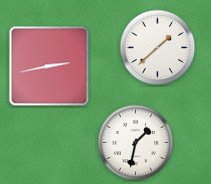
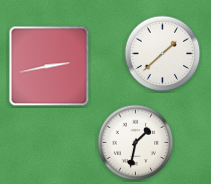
clock at (158, 48) position: (158, 48) -> (163, 54)
